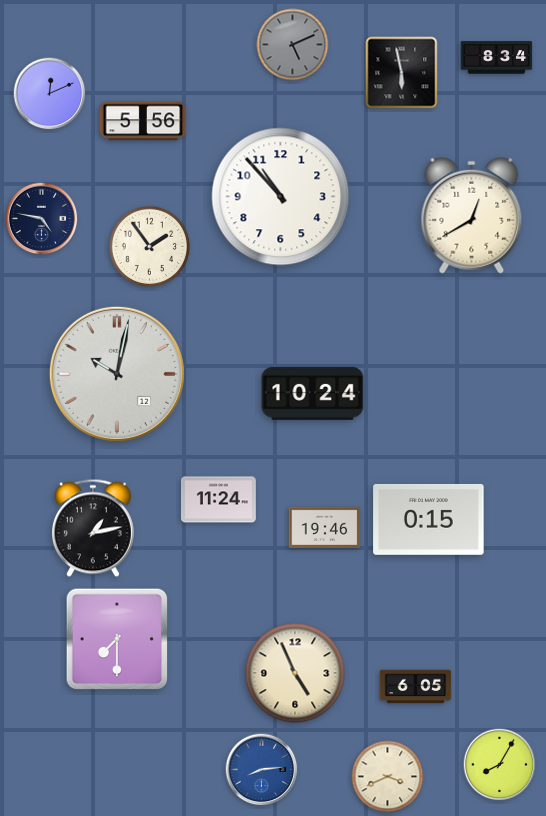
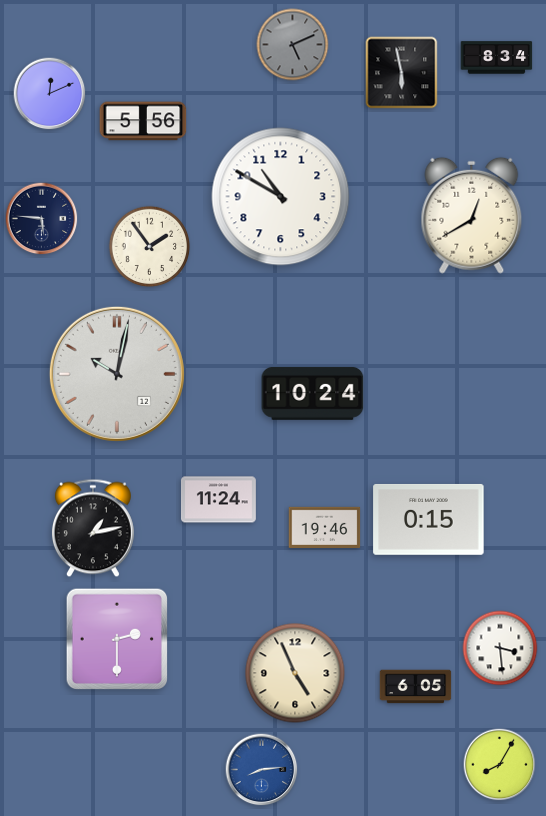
clock at (281, 197): 10:53 -> 10:50
clock at (42, 219): 4:47 -> 5:46
clock at (117, 639): 7:30 -> 2:30
clock at (500, 648): none -> 3:29
clock at (388, 777): 3:41 -> none
